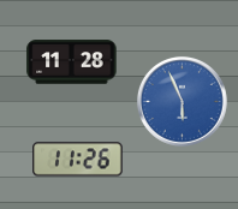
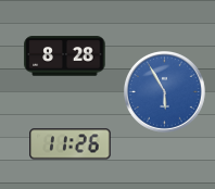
clock at (72, 62): 11:28 -> 8:28
clock at (182, 101): 5:56 -> 5:55
